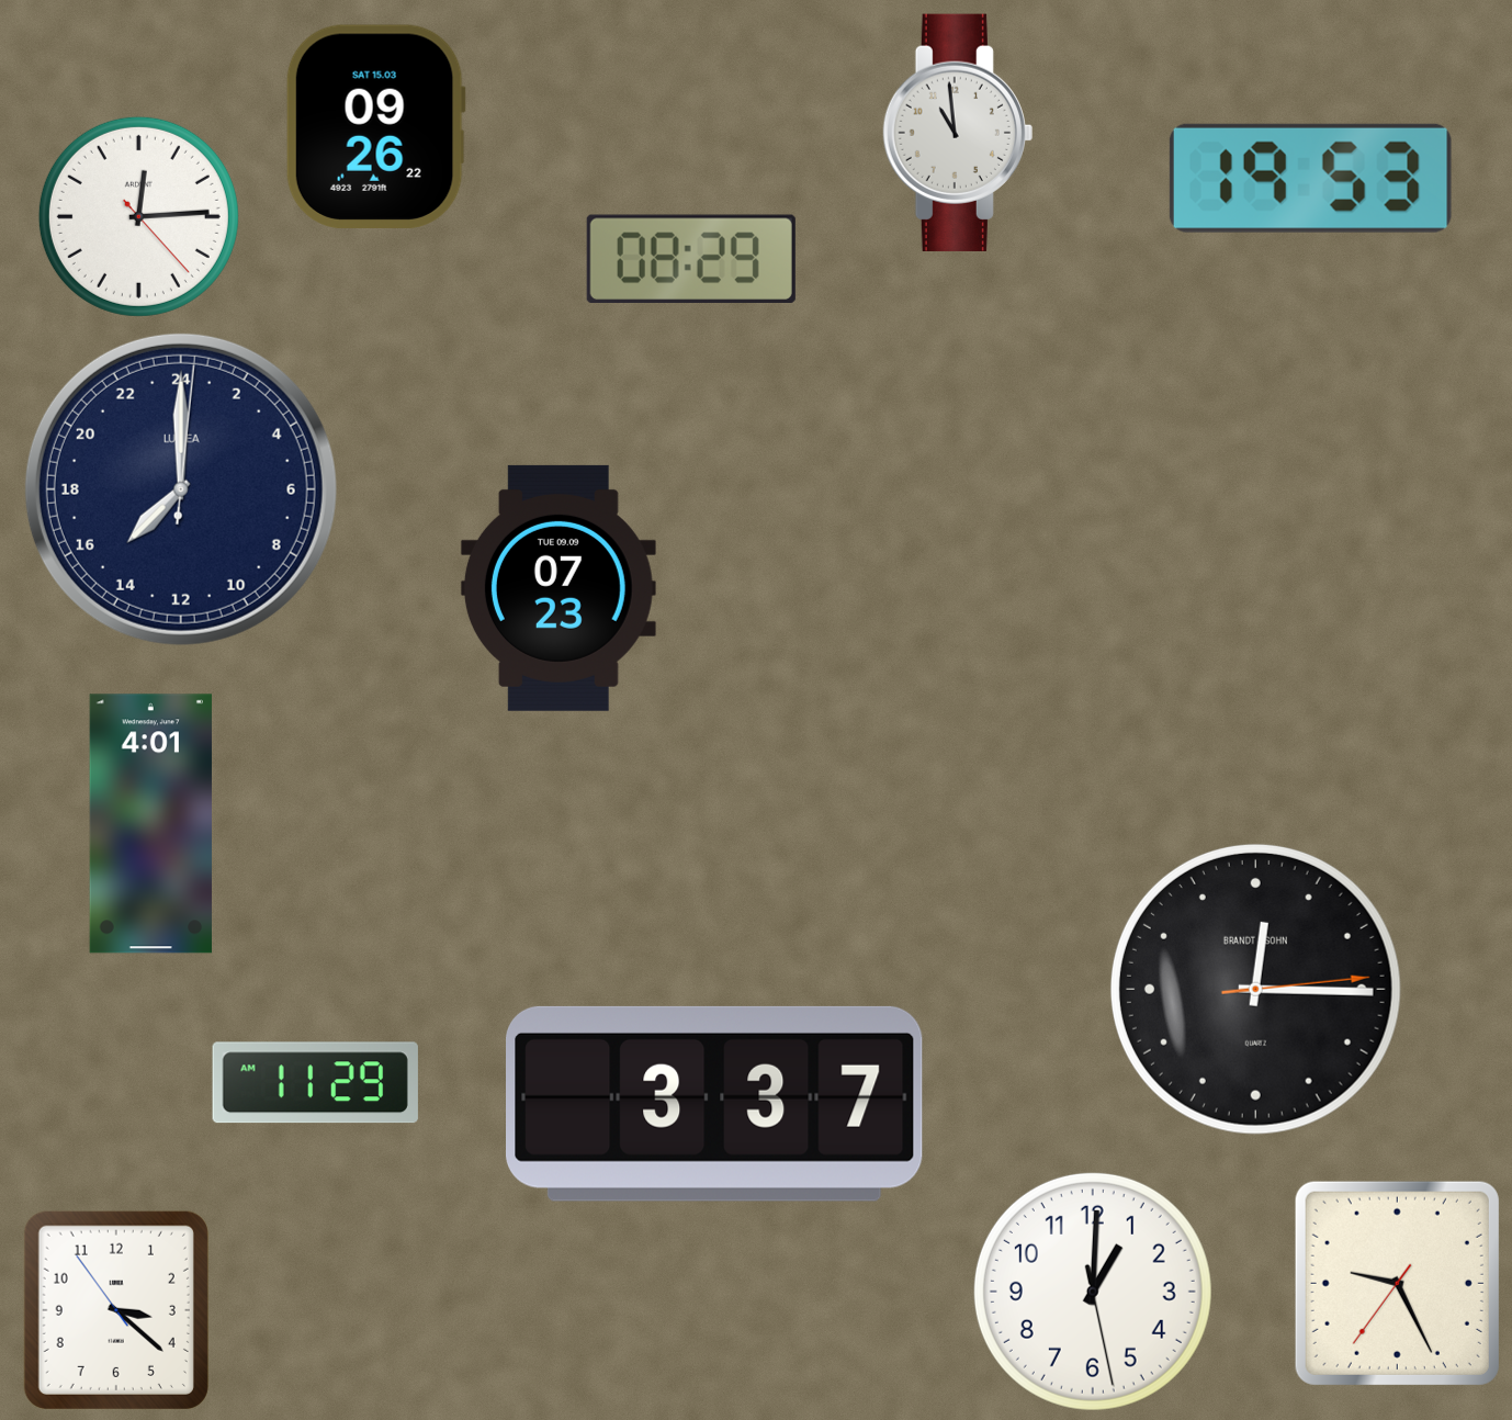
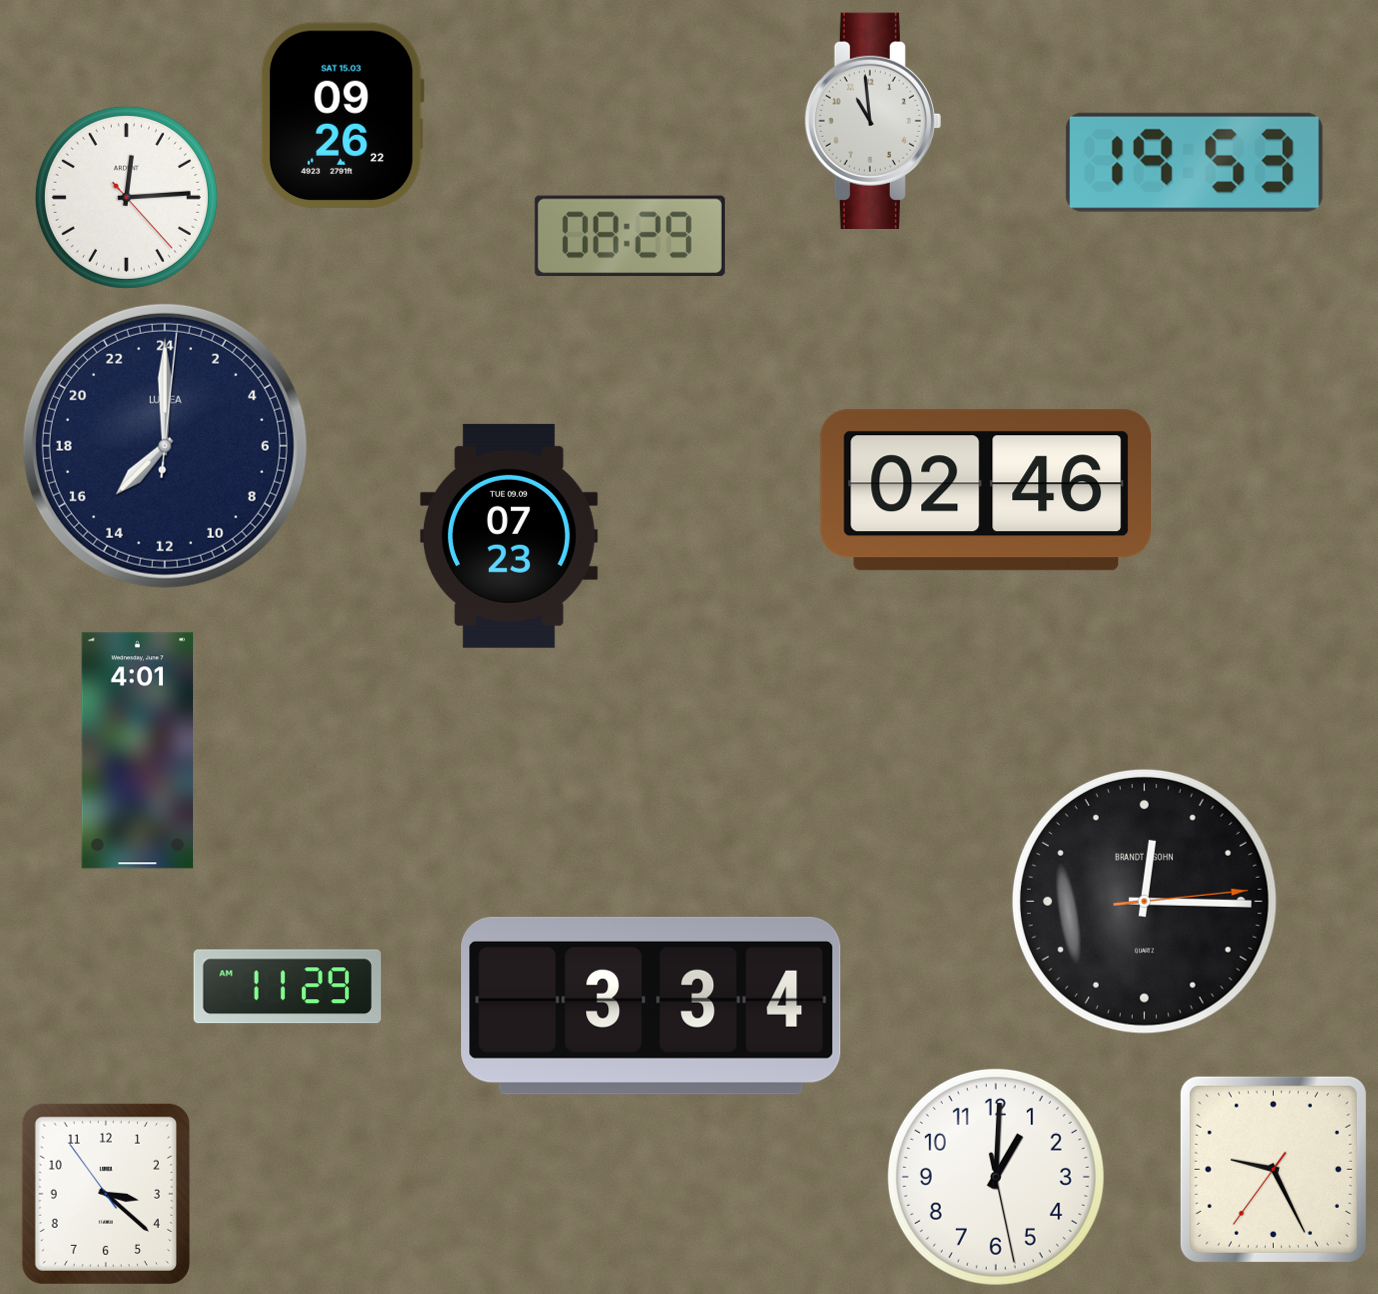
clock at (985, 490): none -> 02:46
clock at (715, 1104): 3:37 -> 3:34
